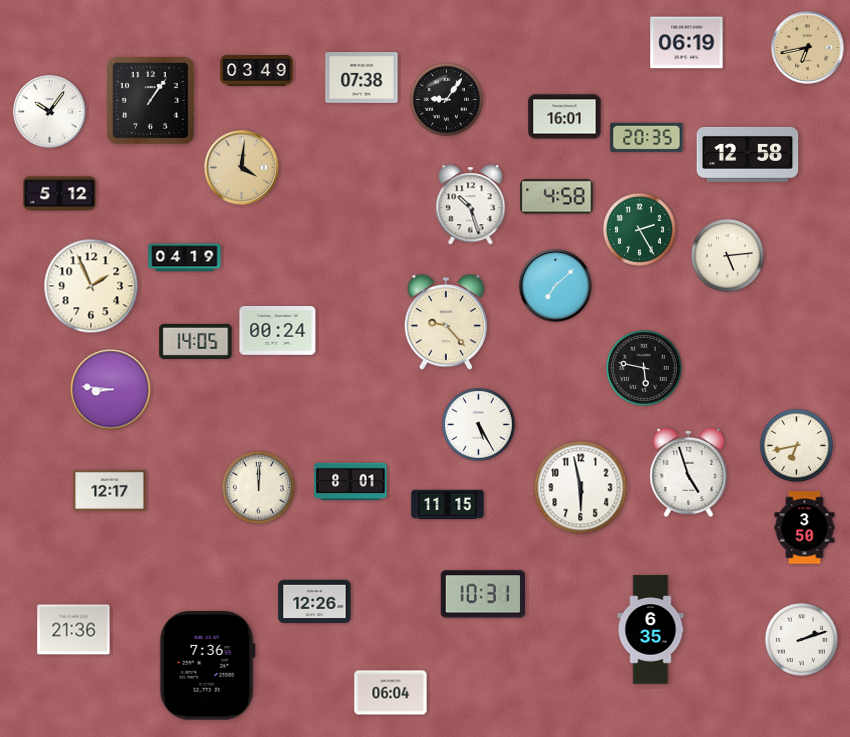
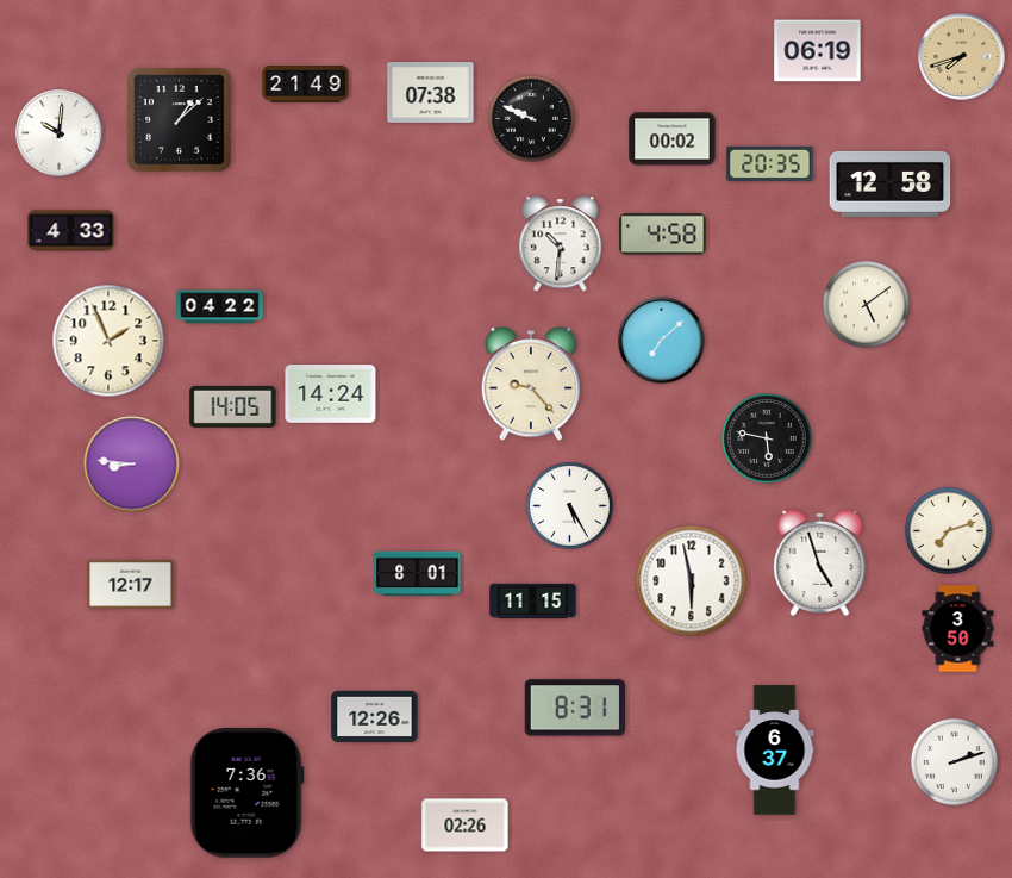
clock at (808, 48): 6:43 -> 7:42
clock at (257, 71): 03:49 -> 21:49
clock at (446, 99): 9:06 -> 9:49
clock at (151, 101): 1:06 -> 1:08
clock at (50, 112): 10:06 -> 10:01
clock at (565, 117): 16:01 -> 00:02
clock at (242, 168): 4:01 -> none
clock at (60, 194): 5:12 -> 4:33
clock at (471, 205): 10:27 -> 10:31
clock at (639, 229): 2:25 -> none
clock at (727, 255): 5:14 -> 5:09
clock at (185, 258): 04:19 -> 04:22
clock at (278, 331): 00:24 -> 14:24
clock at (796, 445): 6:43 -> 7:12
clock at (258, 487): 12:00 -> none
clock at (483, 594): 10:31 -> 8:31
clock at (74, 630): 21:36 -> none
clock at (651, 630): 6:35 -> 6:37
clock at (391, 693): 06:04 -> 02:26
